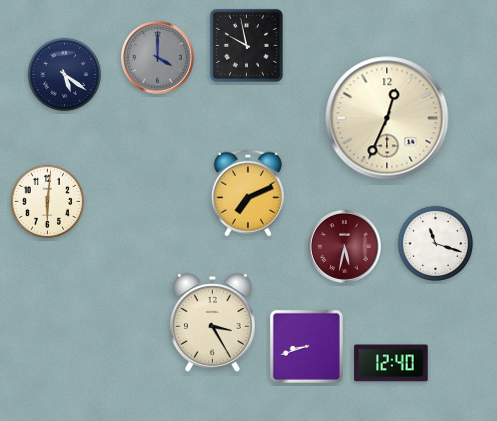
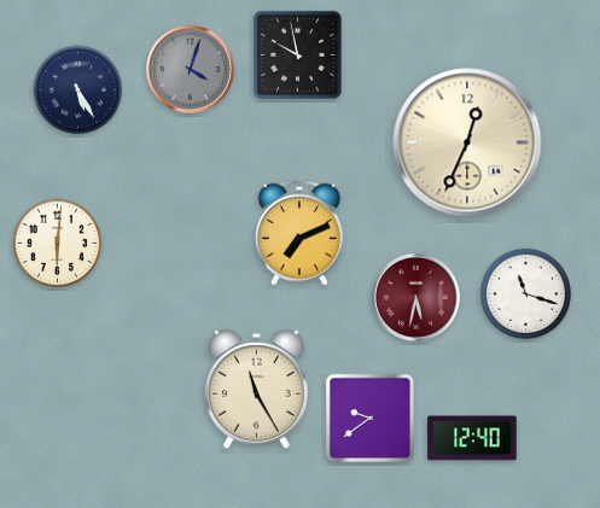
clock at (157, 57): 4:00 -> 4:03
clock at (65, 75): 5:21 -> 5:25
clock at (213, 323): 3:25 -> 11:25
clock at (306, 346): 8:42 -> 9:39
